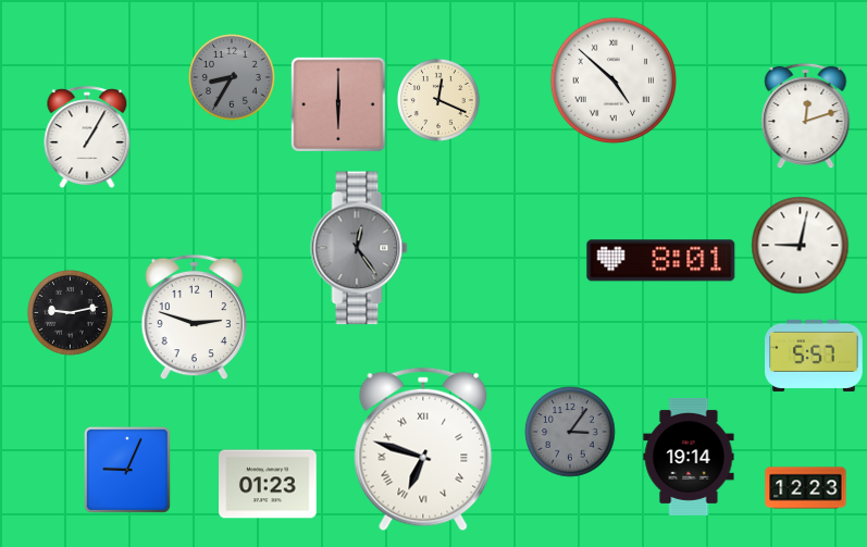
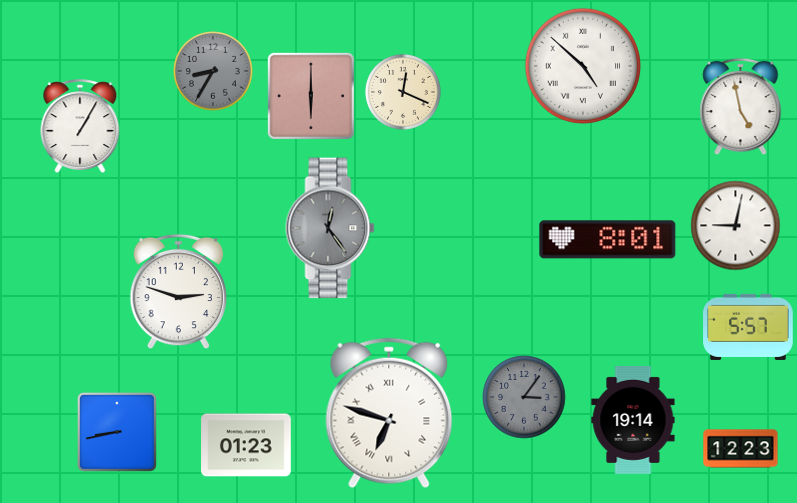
clock at (614, 80) position: (614, 80) -> (583, 66)
clock at (806, 116): 12:12 -> 4:58
clock at (71, 313): 9:13 -> none
clock at (127, 470): 9:04 -> 8:43
